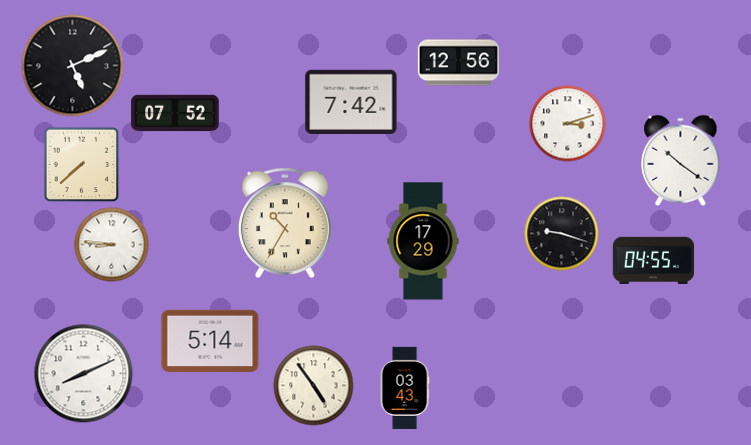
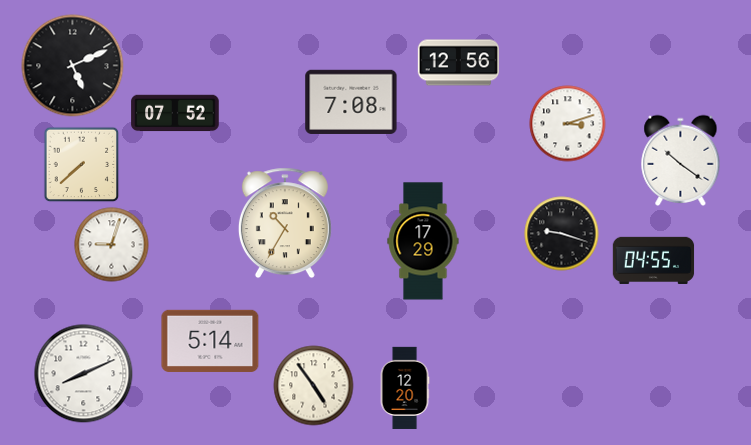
clock at (351, 102): 7:42 -> 7:08
clock at (112, 245): 8:46 -> 9:03
clock at (405, 387): 03:43 -> 12:20
